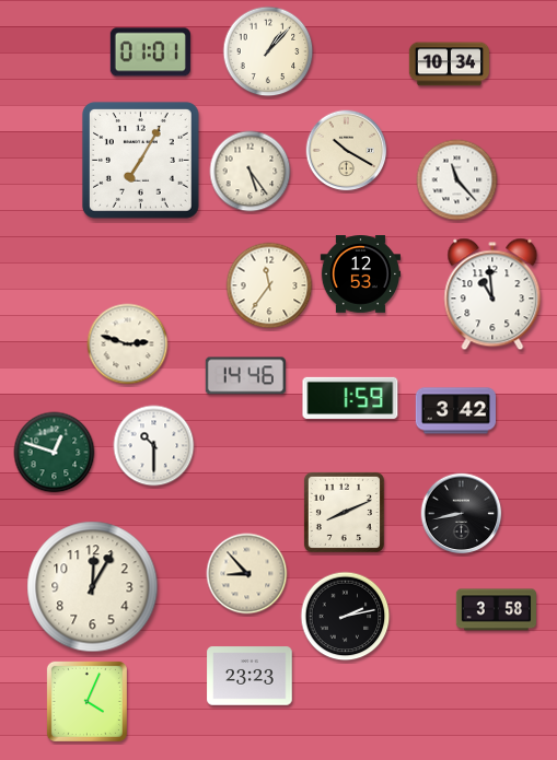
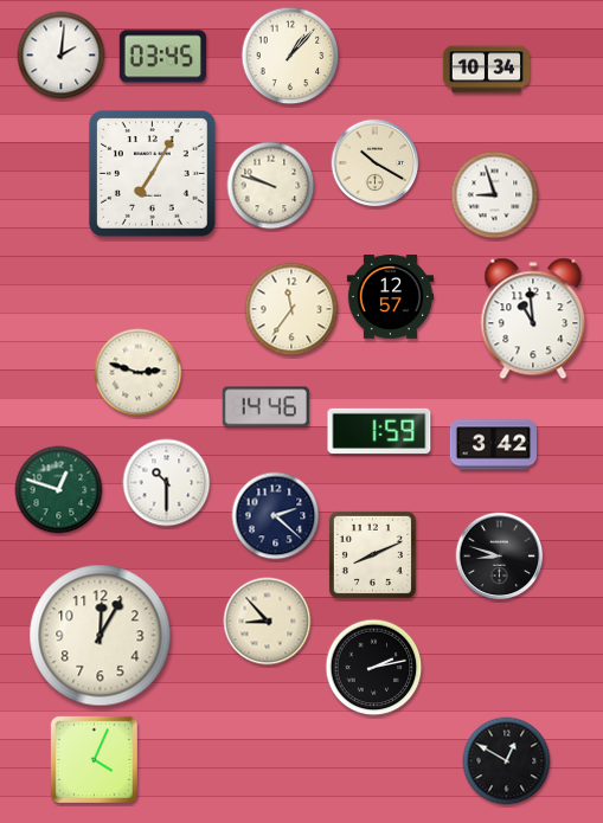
clock at (62, 56): none -> 2:01
clock at (150, 52): 01:01 -> 03:45
clock at (251, 172): 5:24 -> 9:48
clock at (457, 180): 11:23 -> 8:57
clock at (360, 274): 12:53 -> 12:57
clock at (276, 516): none -> 2:22
clock at (462, 514): 8:43 -> 8:48
clock at (496, 610): 3:58 -> none
clock at (250, 676): 23:23 -> none
clock at (507, 761): none -> 12:50
